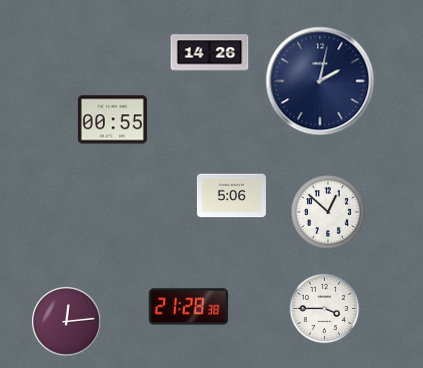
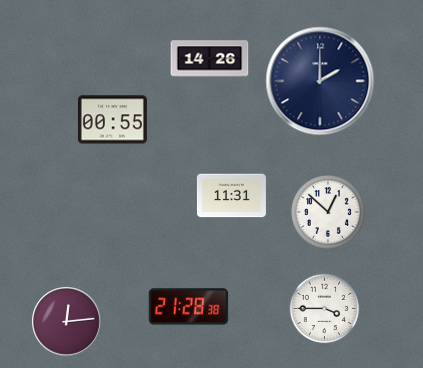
clock at (210, 53) position: (210, 53) -> (210, 59)
clock at (320, 81): 2:02 -> 2:00
clock at (231, 196): 5:06 -> 11:31
